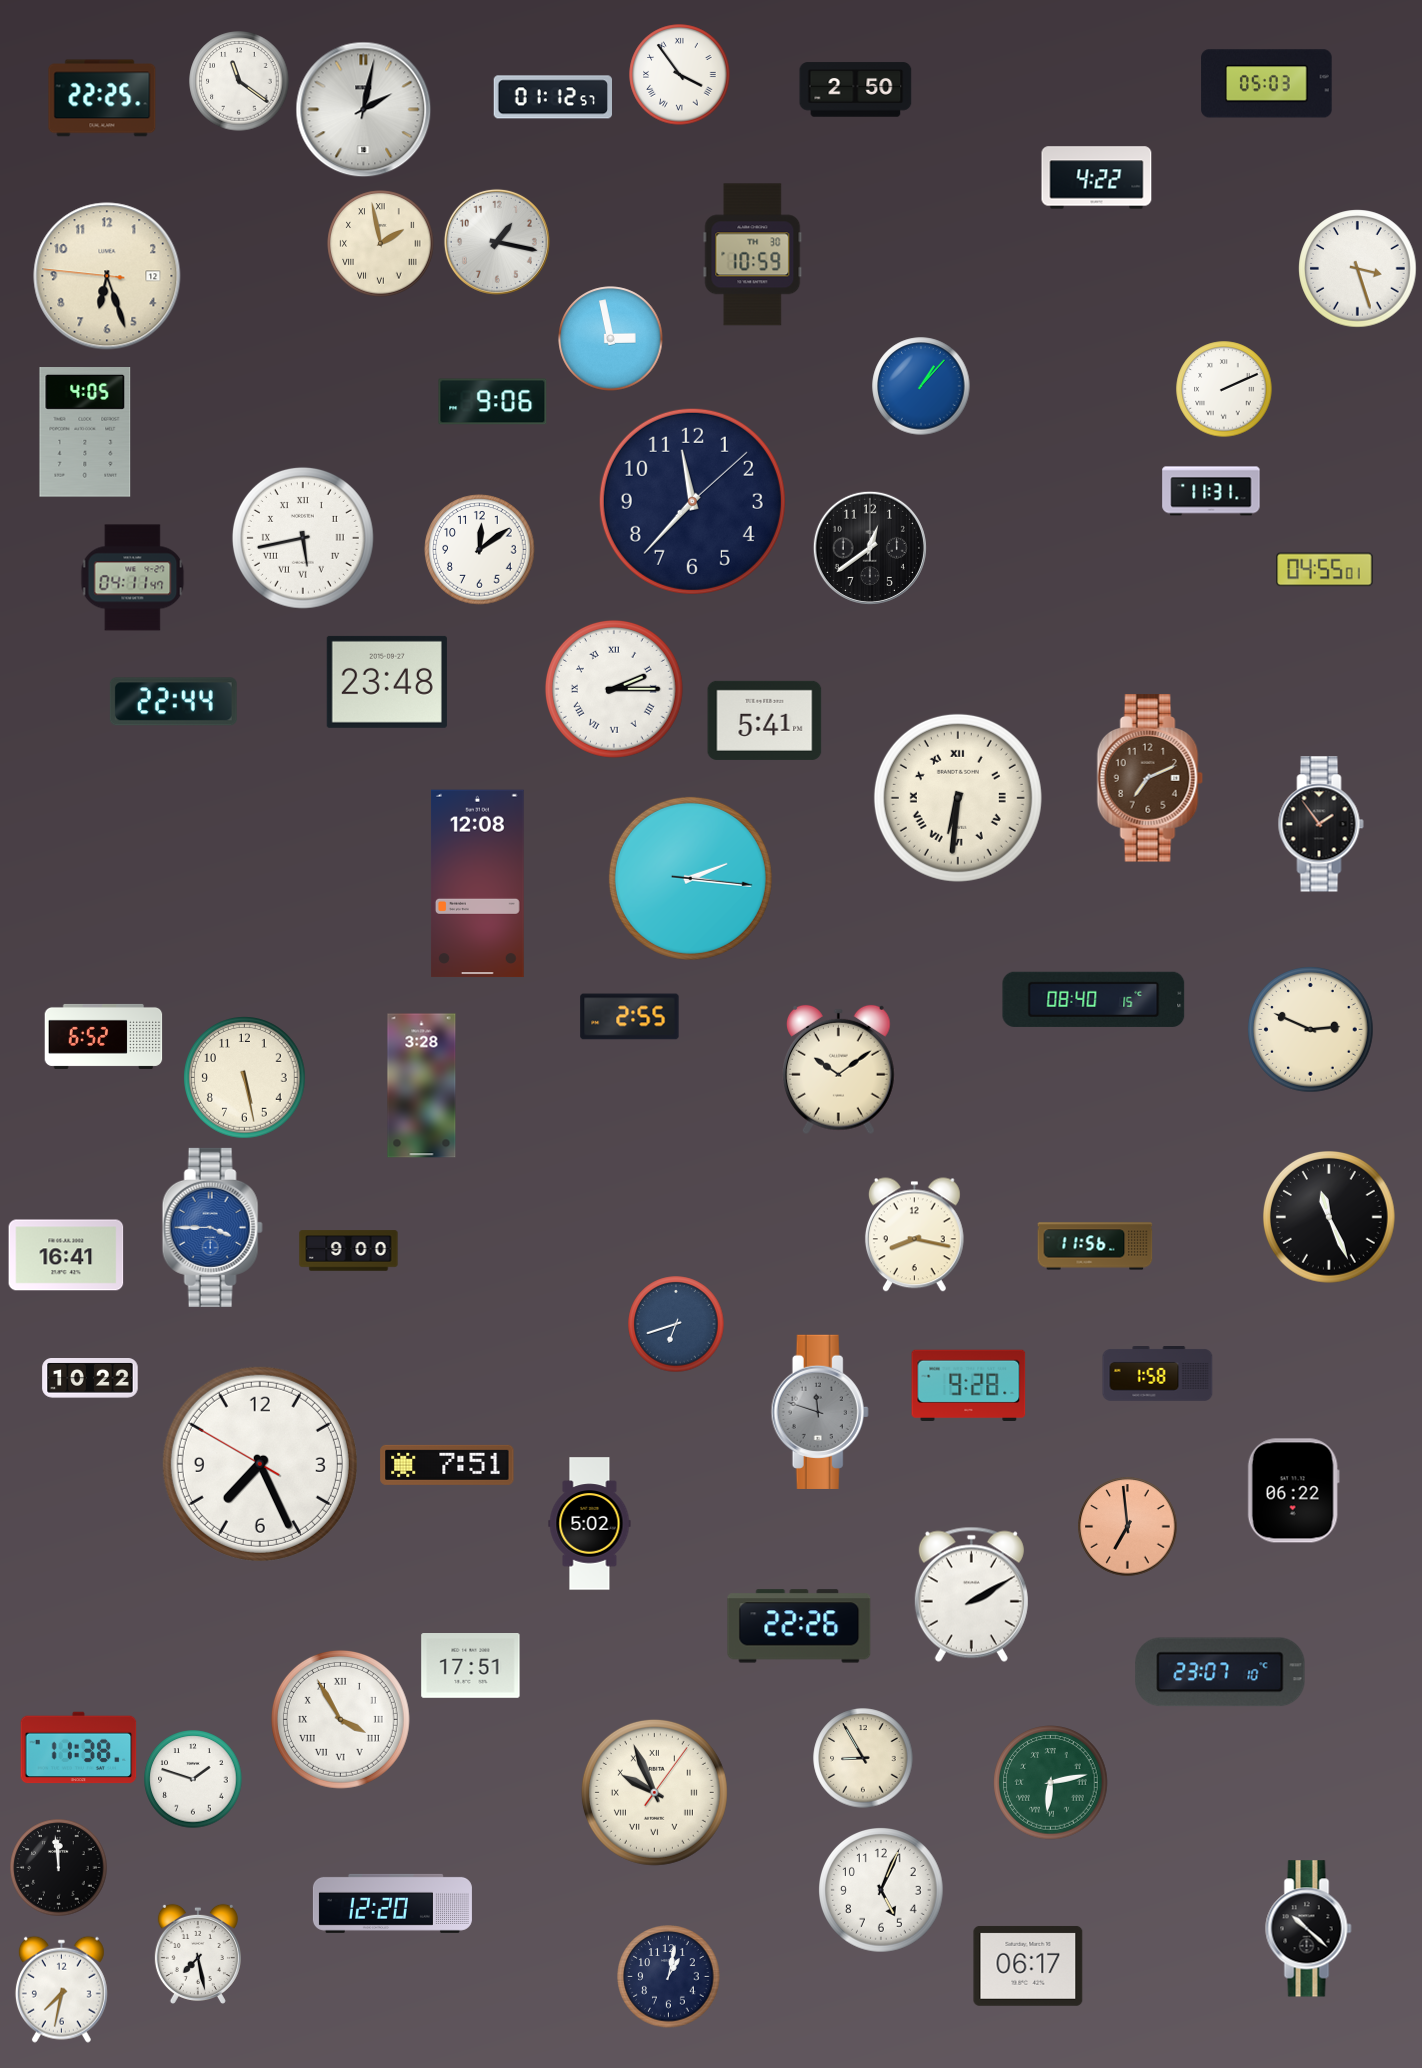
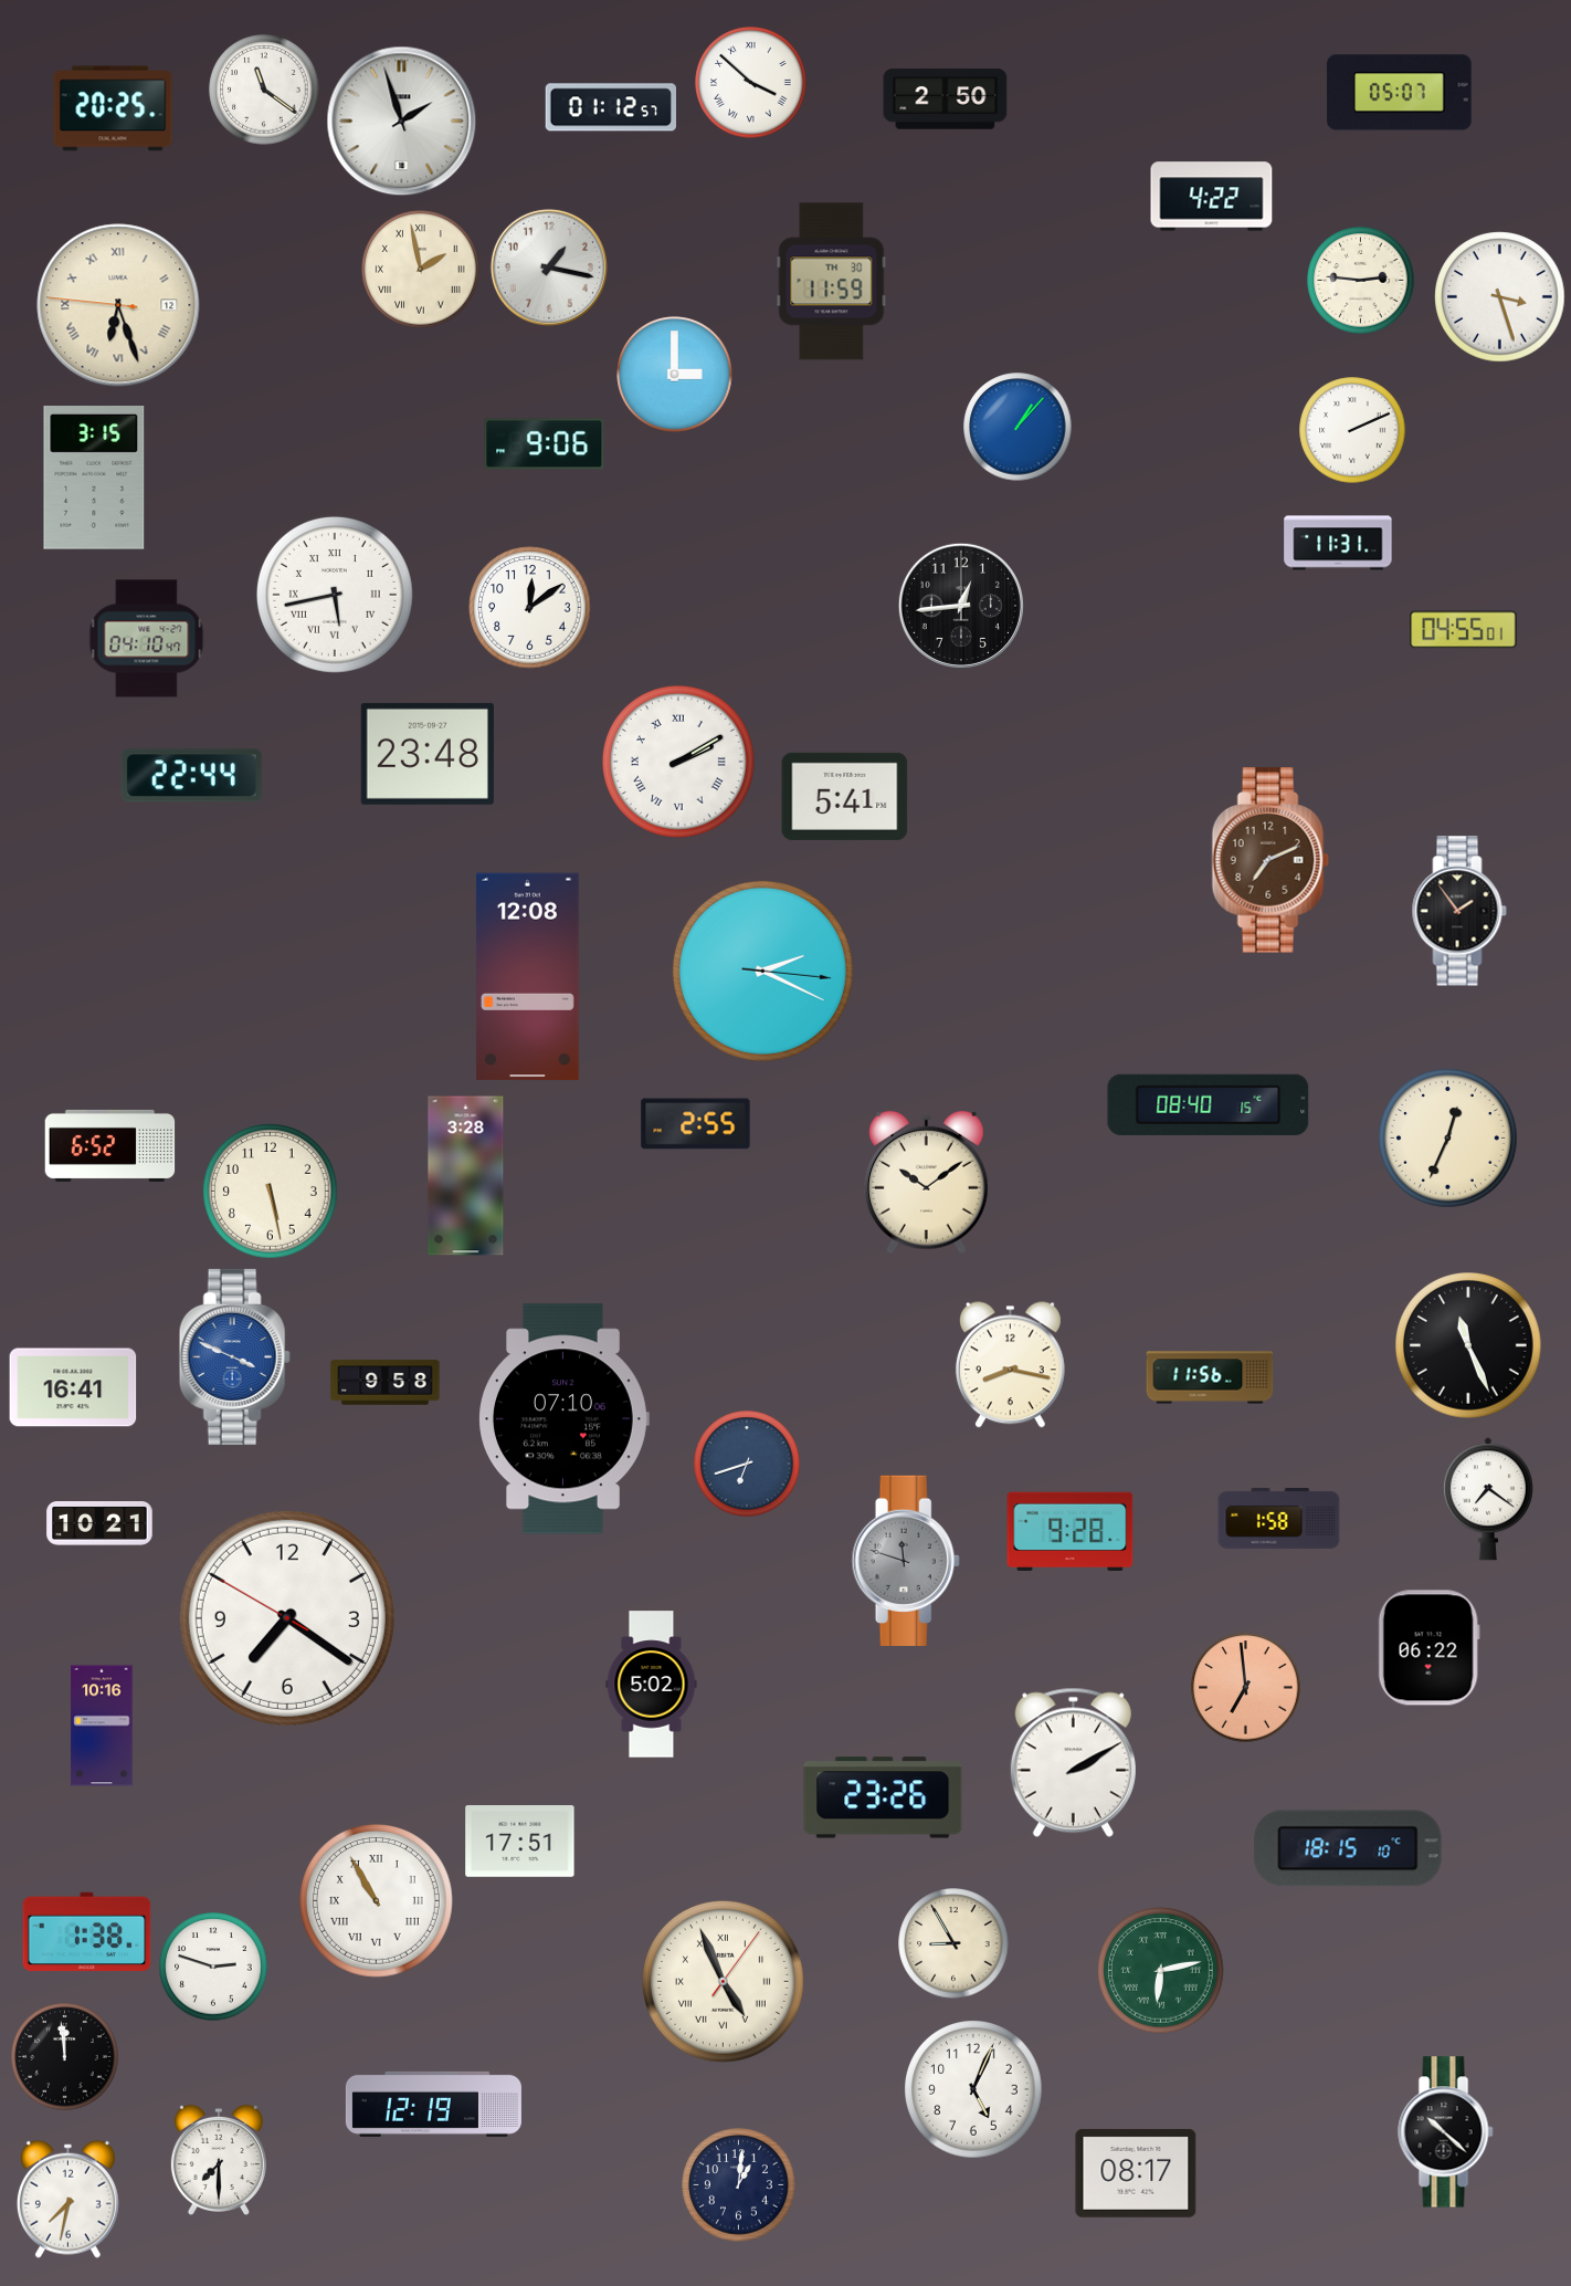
clock at (680, 75): 3:54 -> 3:52
clock at (1267, 84): 05:03 -> 05:07
clock at (102, 98): 22:25 -> 20:25
clock at (364, 110): 2:02 -> 1:57
clock at (1361, 281): none -> 2:46
clock at (753, 255): 10:59 -> 11:59
clock at (107, 276) numerals: Arabic -> Roman
clock at (611, 339): 2:58 -> 3:00
clock at (85, 433): 4:05 -> 3:15
clock at (692, 501): 11:37 -> none
clock at (870, 548): 12:39 -> 12:44
clock at (133, 578): 04:11 -> 04:10
clock at (614, 689): 2:15 -> 2:10
clock at (958, 798): 6:31 -> none
clock at (690, 878): 2:16 -> 2:19
clock at (1311, 1030): 2:49 -> 12:34
clock at (104, 1036) position: (104, 1036) -> (110, 1145)
clock at (422, 1086) position: (422, 1086) -> (466, 1176)
clock at (212, 1227): 3:45 -> 3:49
clock at (349, 1251): 9:00 -> 9:58
clock at (563, 1419): none -> 07:10
clock at (1488, 1499): none -> 7:21
clock at (90, 1379): 10:22 -> 10:21
clock at (260, 1464): 7:25 -> 7:20
clock at (447, 1465): 7:51 -> none
clock at (102, 1726): none -> 10:16
clock at (799, 1626): 22:26 -> 23:26
clock at (1220, 1672): 23:07 -> 18:15
clock at (340, 1719): 3:55 -> 10:55
clock at (79, 1748): 11:38 -> 1:38
clock at (193, 1779): 1:48 -> 2:48
clock at (654, 1792): 9:56 -> 4:56
clock at (59, 1868) position: (59, 1868) -> (65, 2057)
clock at (392, 1903): 12:20 -> 12:19
clock at (198, 1953): 7:28 -> 7:30
clock at (1028, 1966): 06:17 -> 08:17
clock at (669, 1977): 1:02 -> 1:01
